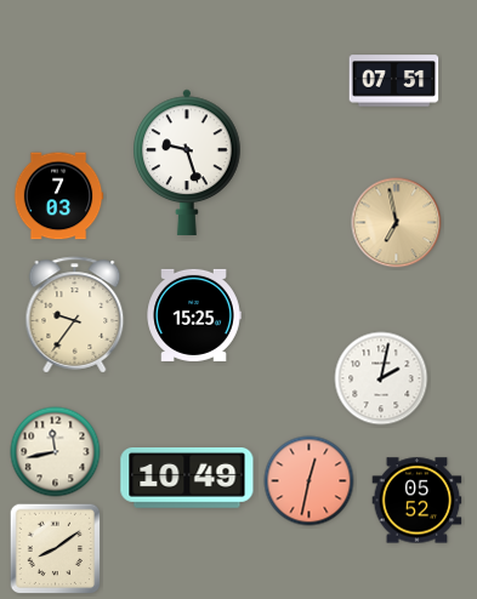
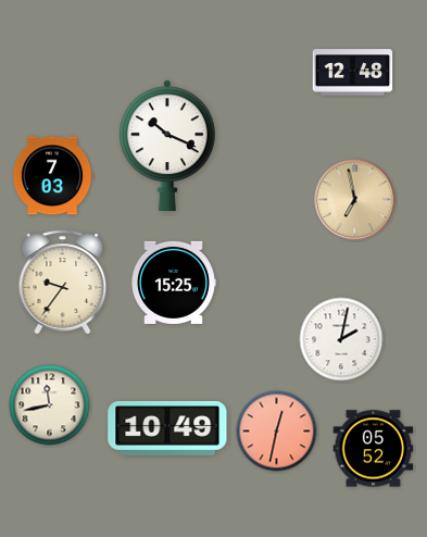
clock at (394, 81): 07:51 -> 12:48
clock at (187, 162): 9:27 -> 10:19
clock at (75, 315) position: (75, 315) -> (63, 283)
clock at (56, 549): 8:09 -> none
